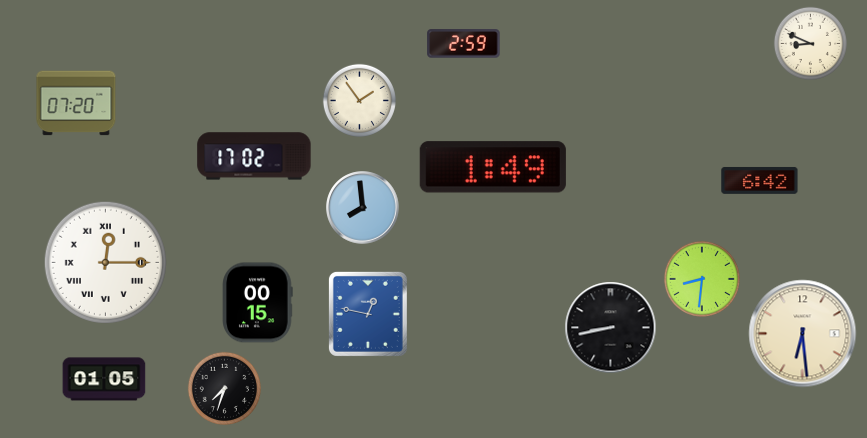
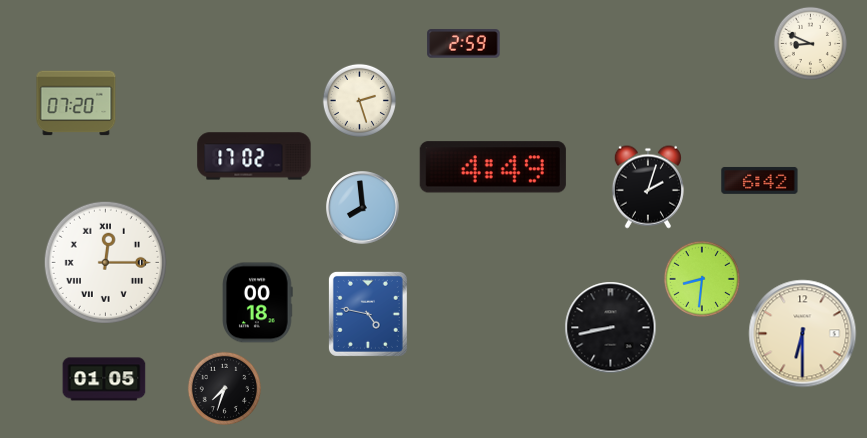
clock at (359, 100): 1:54 -> 2:27
clock at (493, 167): 1:49 -> 4:49
clock at (648, 187): none -> 2:03
clock at (258, 303): 00:15 -> 00:18
clock at (368, 314): 12:47 -> 4:47
clock at (803, 334): 6:29 -> 6:30
